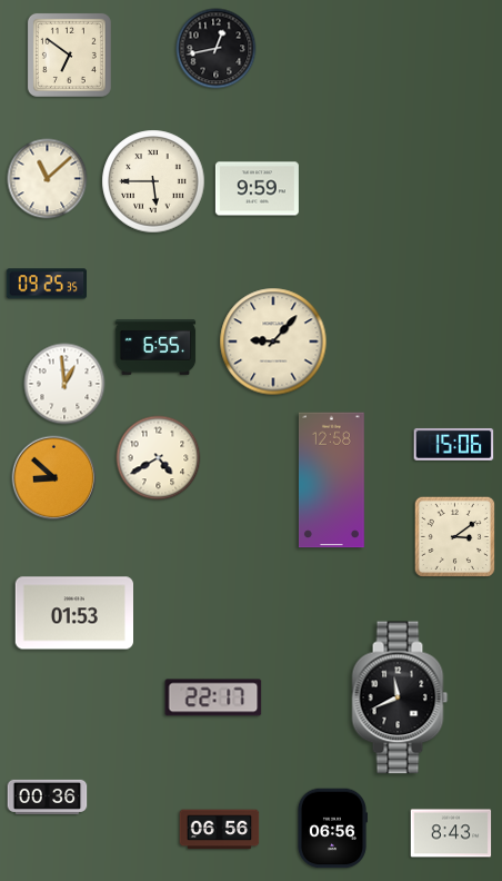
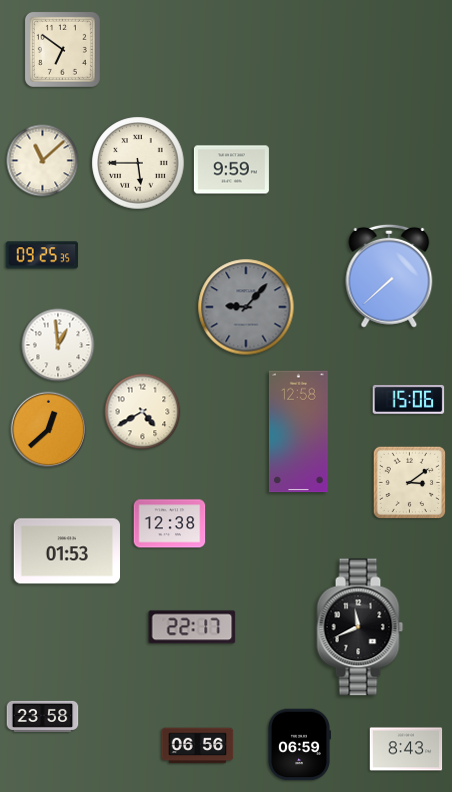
clock at (217, 49): 12:43 -> none
clock at (389, 276): none -> 7:38
clock at (273, 341) dial: cream -> grey
clock at (155, 348): 6:55 -> none
clock at (54, 478): 8:52 -> 12:38
clock at (170, 524): none -> 12:38
clock at (48, 796): 00:36 -> 23:58
clock at (332, 829): 06:56 -> 06:59
